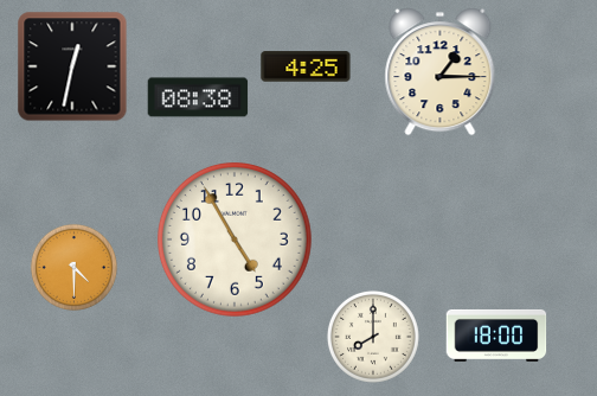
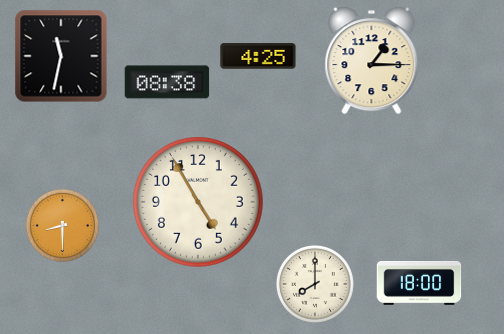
clock at (72, 66): 12:32 -> 11:32
clock at (73, 267): 4:30 -> 8:30
